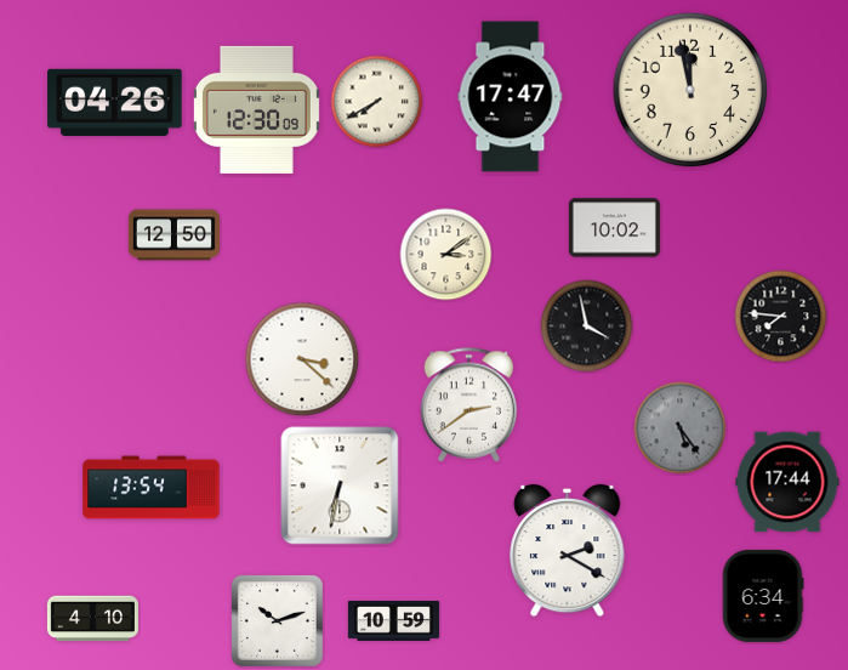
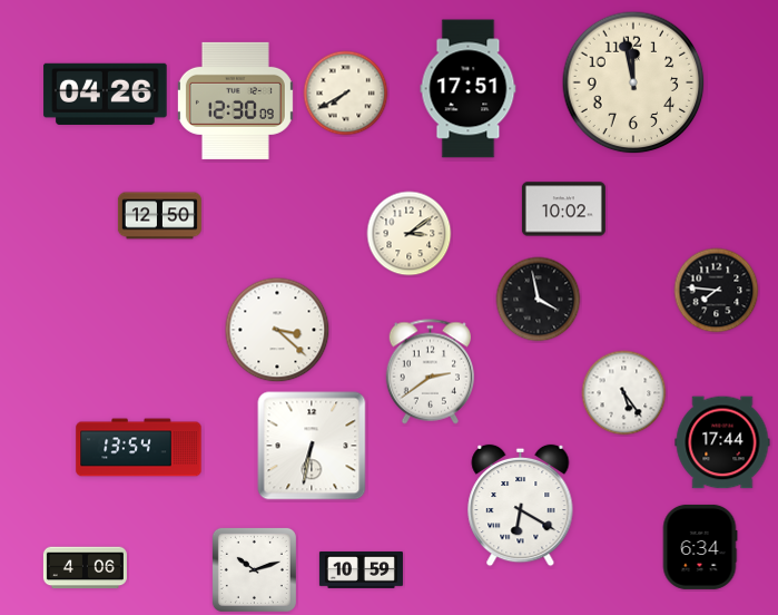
clock at (511, 97): 17:47 -> 17:51
clock at (681, 428) dial: grey -> white
clock at (568, 551): 2:20 -> 6:20
clock at (92, 619): 4:10 -> 4:06
